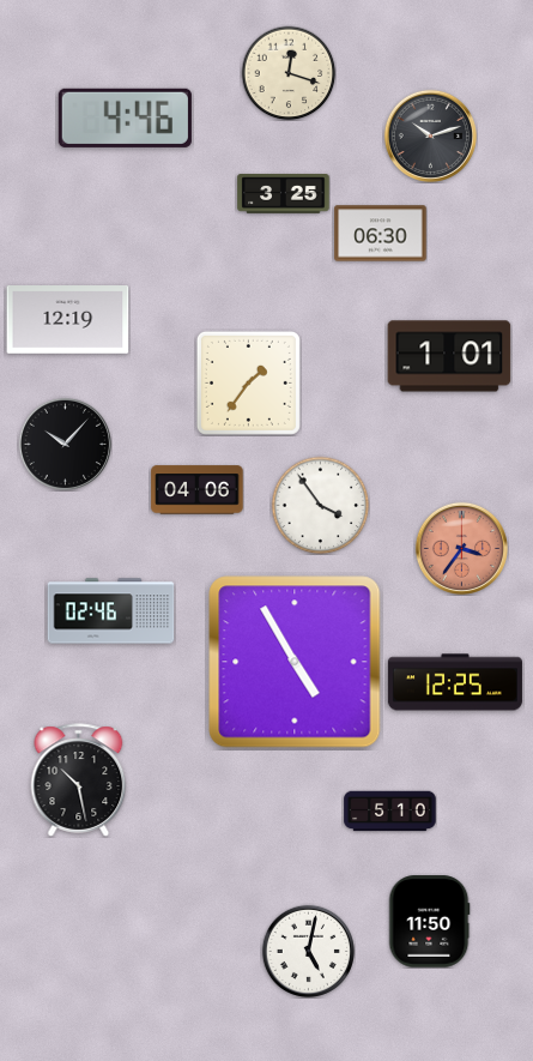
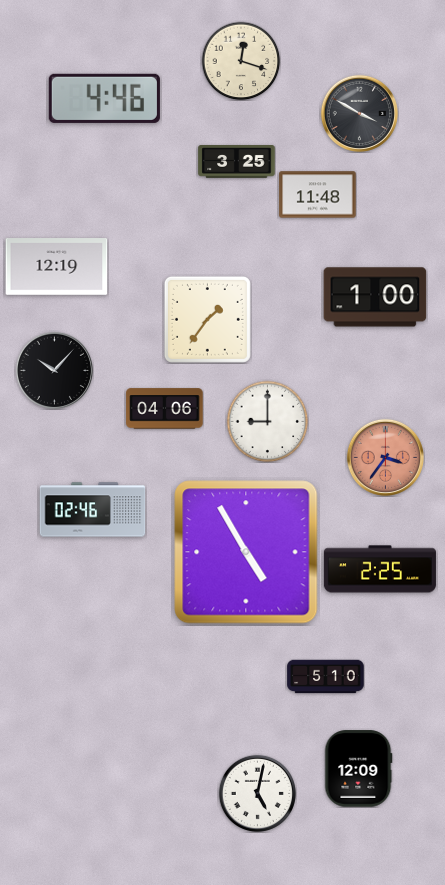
clock at (430, 135): 10:12 -> 3:50
clock at (381, 234): 06:30 -> 11:48
clock at (449, 356): 1:01 -> 1:00
clock at (320, 505): 3:54 -> 9:00
clock at (455, 682): 12:25 -> 2:25
clock at (79, 780): 10:28 -> none
clock at (430, 922): 11:50 -> 12:09
